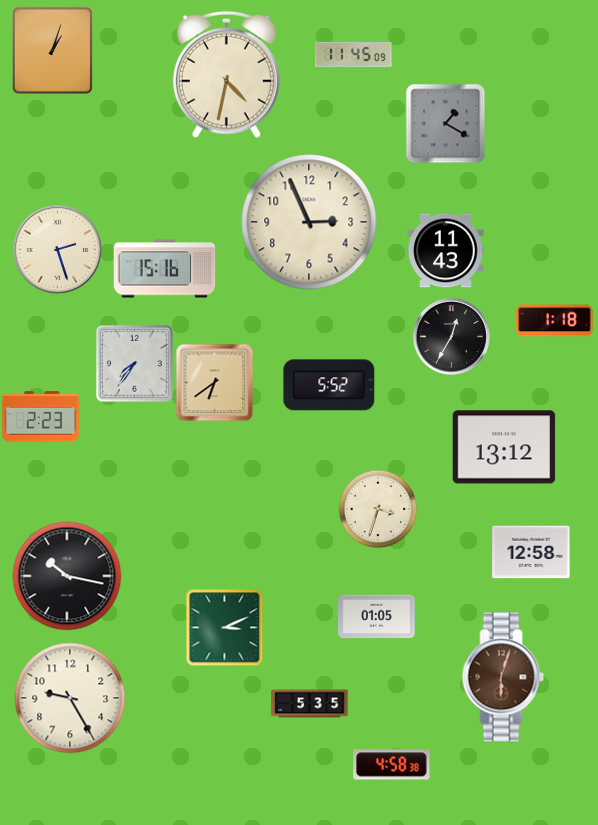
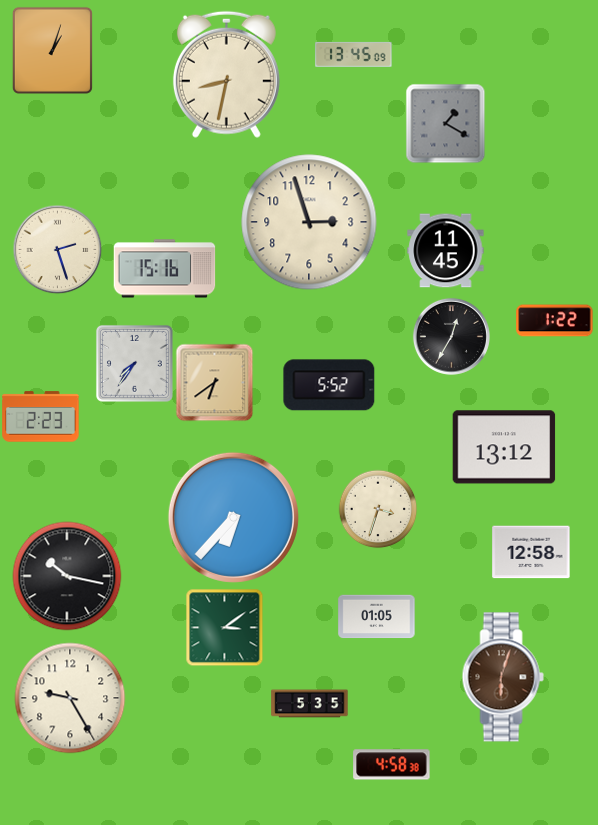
clock at (354, 54): 11:45 -> 13:45
clock at (226, 74): 4:32 -> 8:32
clock at (309, 222): 2:56 -> 2:57
clock at (446, 251): 11:43 -> 11:45
clock at (555, 321): 1:18 -> 1:22
clock at (233, 517): none -> 6:37
clock at (224, 627): 3:11 -> 3:09
